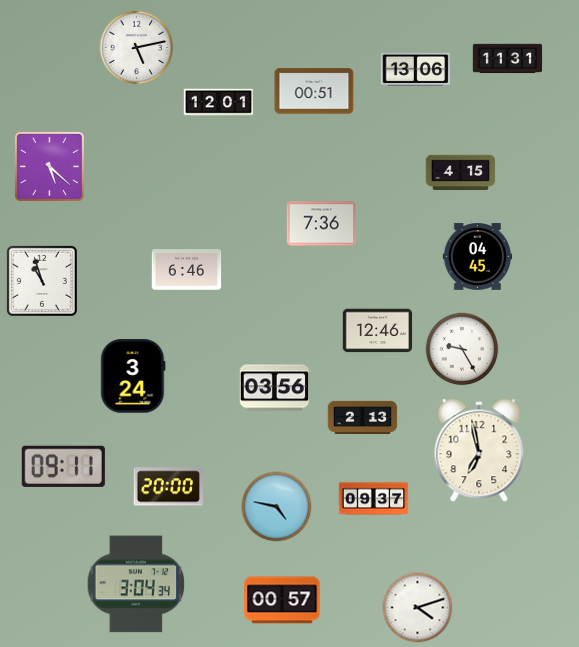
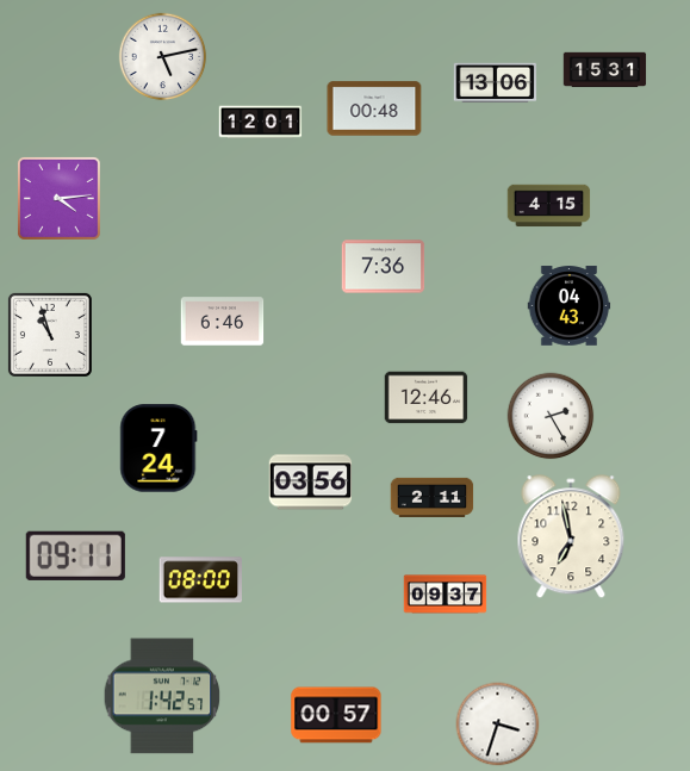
clock at (508, 59): 11:31 -> 15:31
clock at (314, 91): 00:51 -> 00:48
clock at (49, 166): 5:22 -> 4:14
clock at (478, 257): 04:45 -> 04:43
clock at (378, 331) position: (378, 331) -> (427, 398)
clock at (462, 349): 9:25 -> 2:25
clock at (133, 376): 3:24 -> 7:24
clock at (275, 388) position: (275, 388) -> (311, 483)
clock at (363, 417): 2:13 -> 2:11
clock at (168, 487): 20:00 -> 08:00
clock at (277, 507): 4:47 -> none
clock at (136, 584): 3:04 -> 1:42
clock at (418, 608): 4:12 -> 3:33
